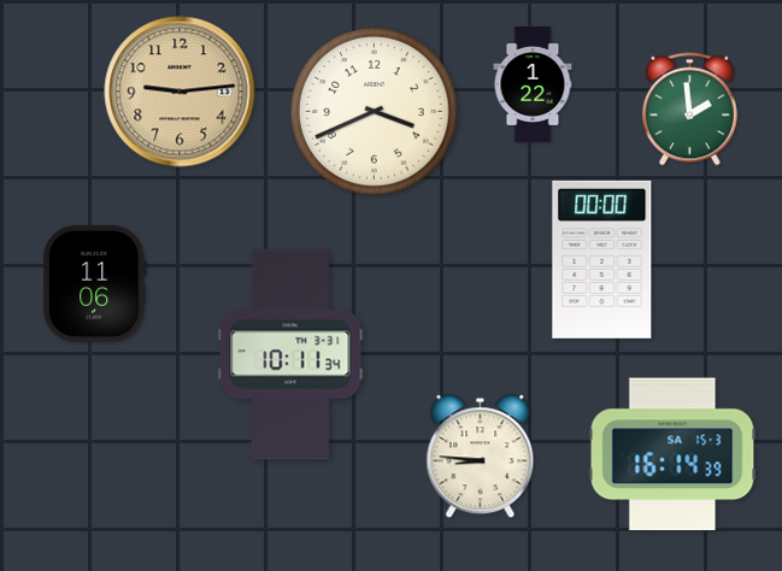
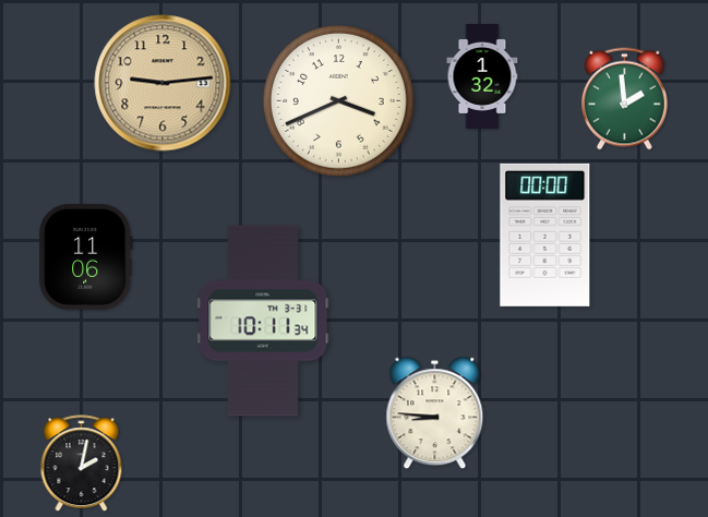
clock at (533, 84): 1:22 -> 1:32
clock at (672, 454): 16:14 -> none
clock at (82, 464): none -> 2:02
